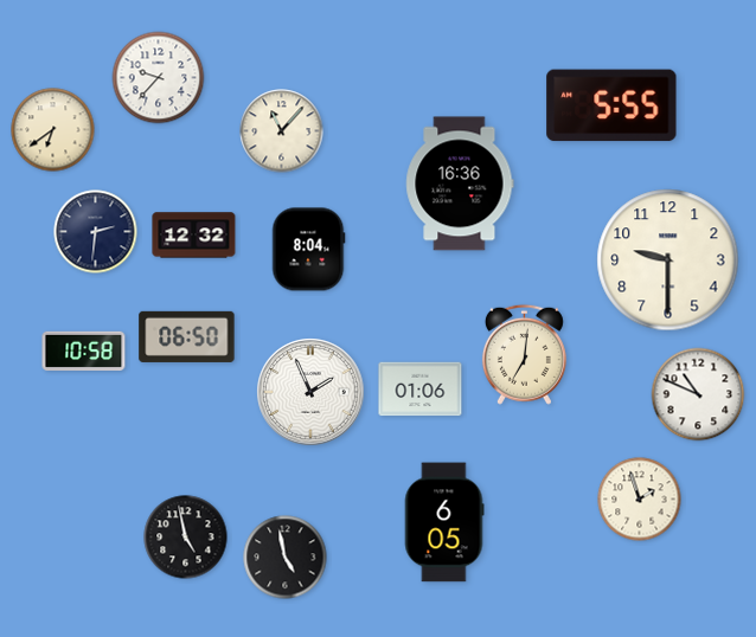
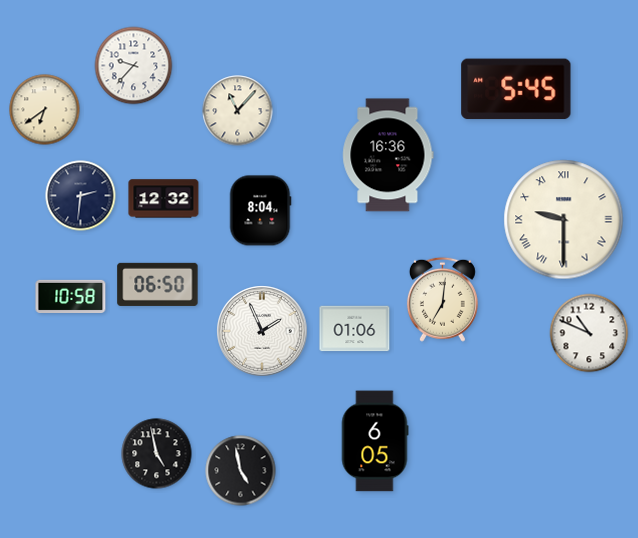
clock at (611, 105): 5:55 -> 5:45
clock at (668, 260) numerals: Arabic -> Roman
clock at (640, 500): 1:57 -> none
